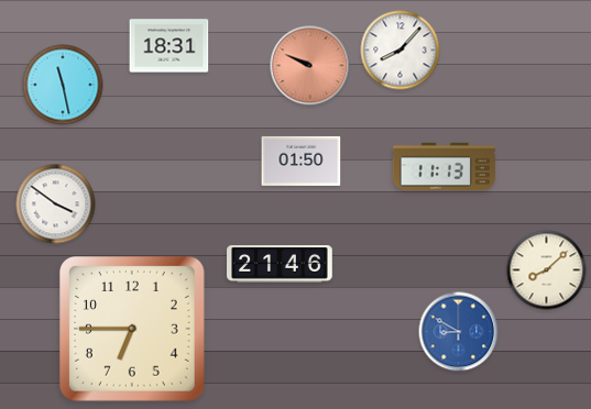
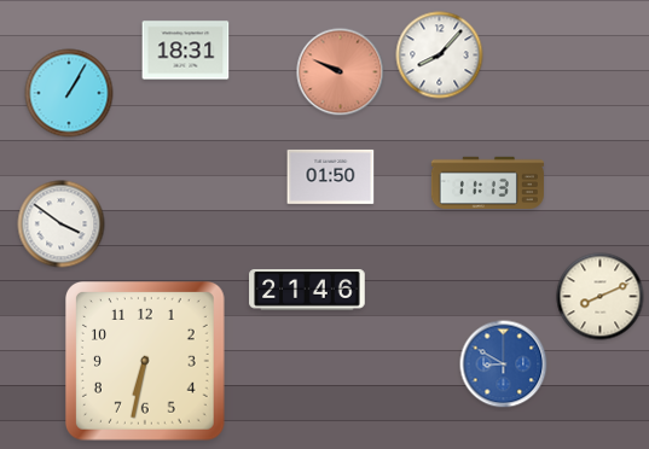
clock at (63, 85): 11:28 -> 1:05
clock at (547, 270): 8:08 -> 8:11
clock at (133, 330): 6:45 -> 6:32
